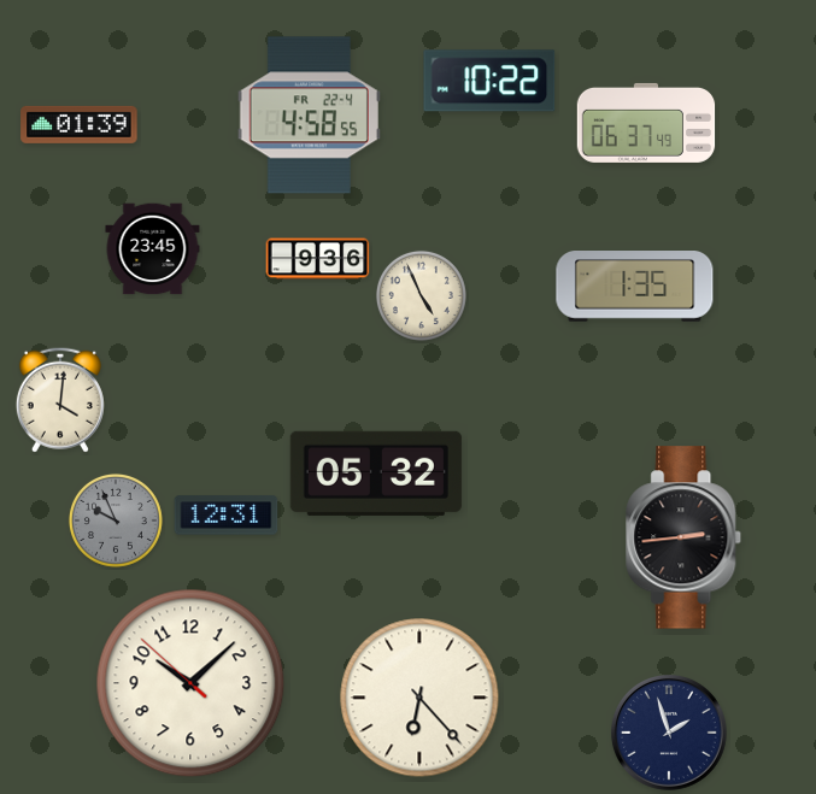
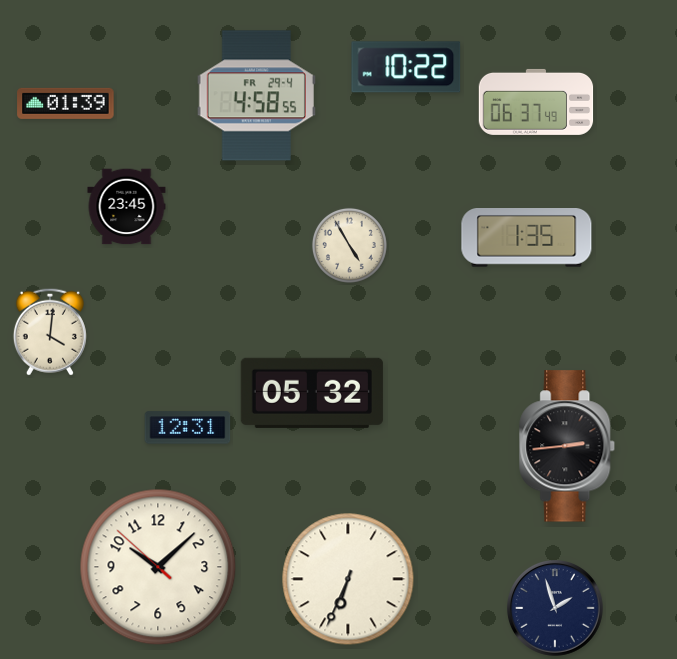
clock at (309, 116) date: FR 22-4 -> FR 29-4
clock at (318, 259): 9:36 -> none
clock at (421, 295): 4:56 -> 4:55
clock at (116, 520): 9:56 -> none
clock at (419, 698): 6:23 -> 6:34
